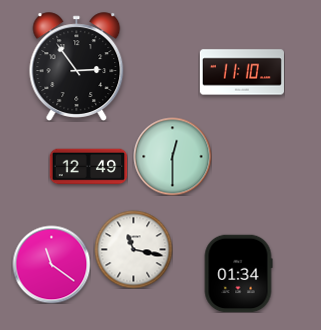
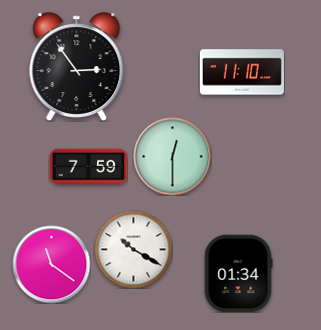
clock at (88, 167): 12:49 -> 7:59
clock at (133, 249): 11:17 -> 10:20
